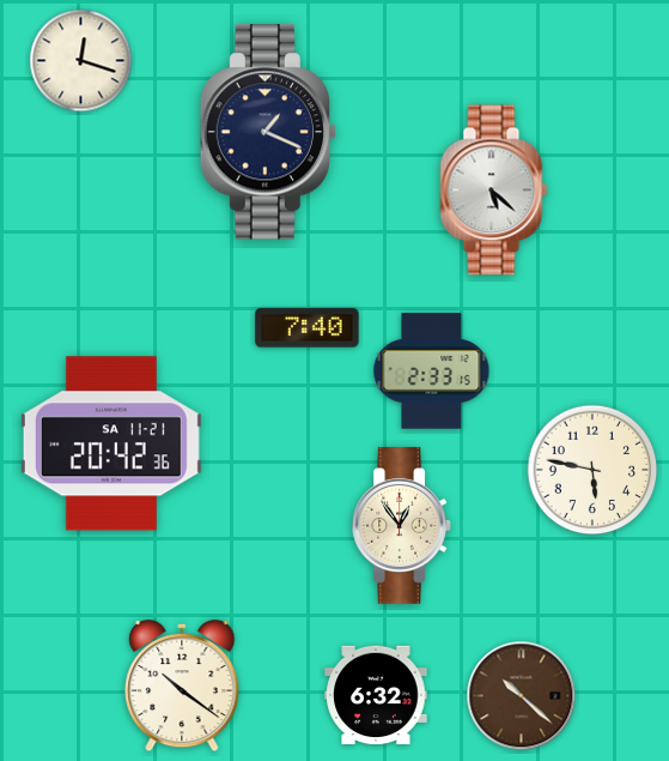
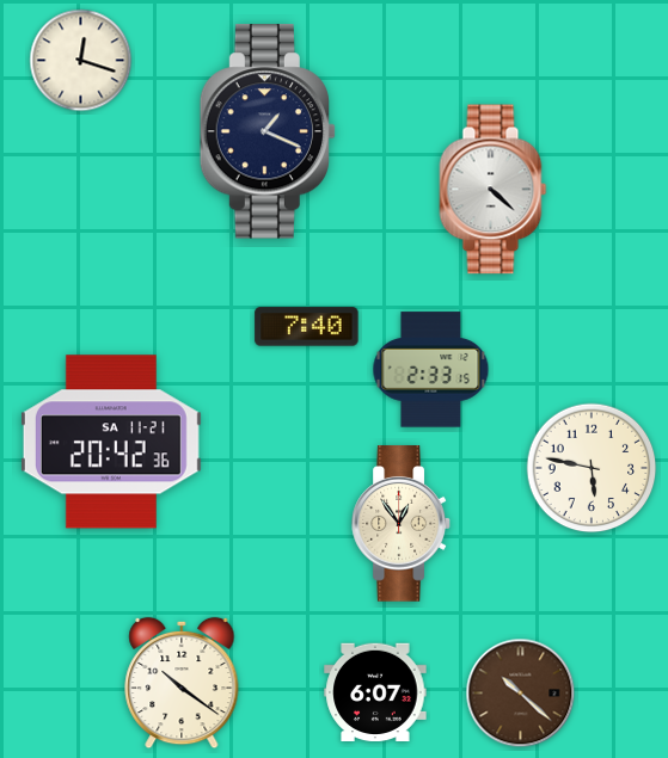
clock at (494, 191): 5:22 -> 4:22
clock at (376, 695): 6:32 -> 6:07
